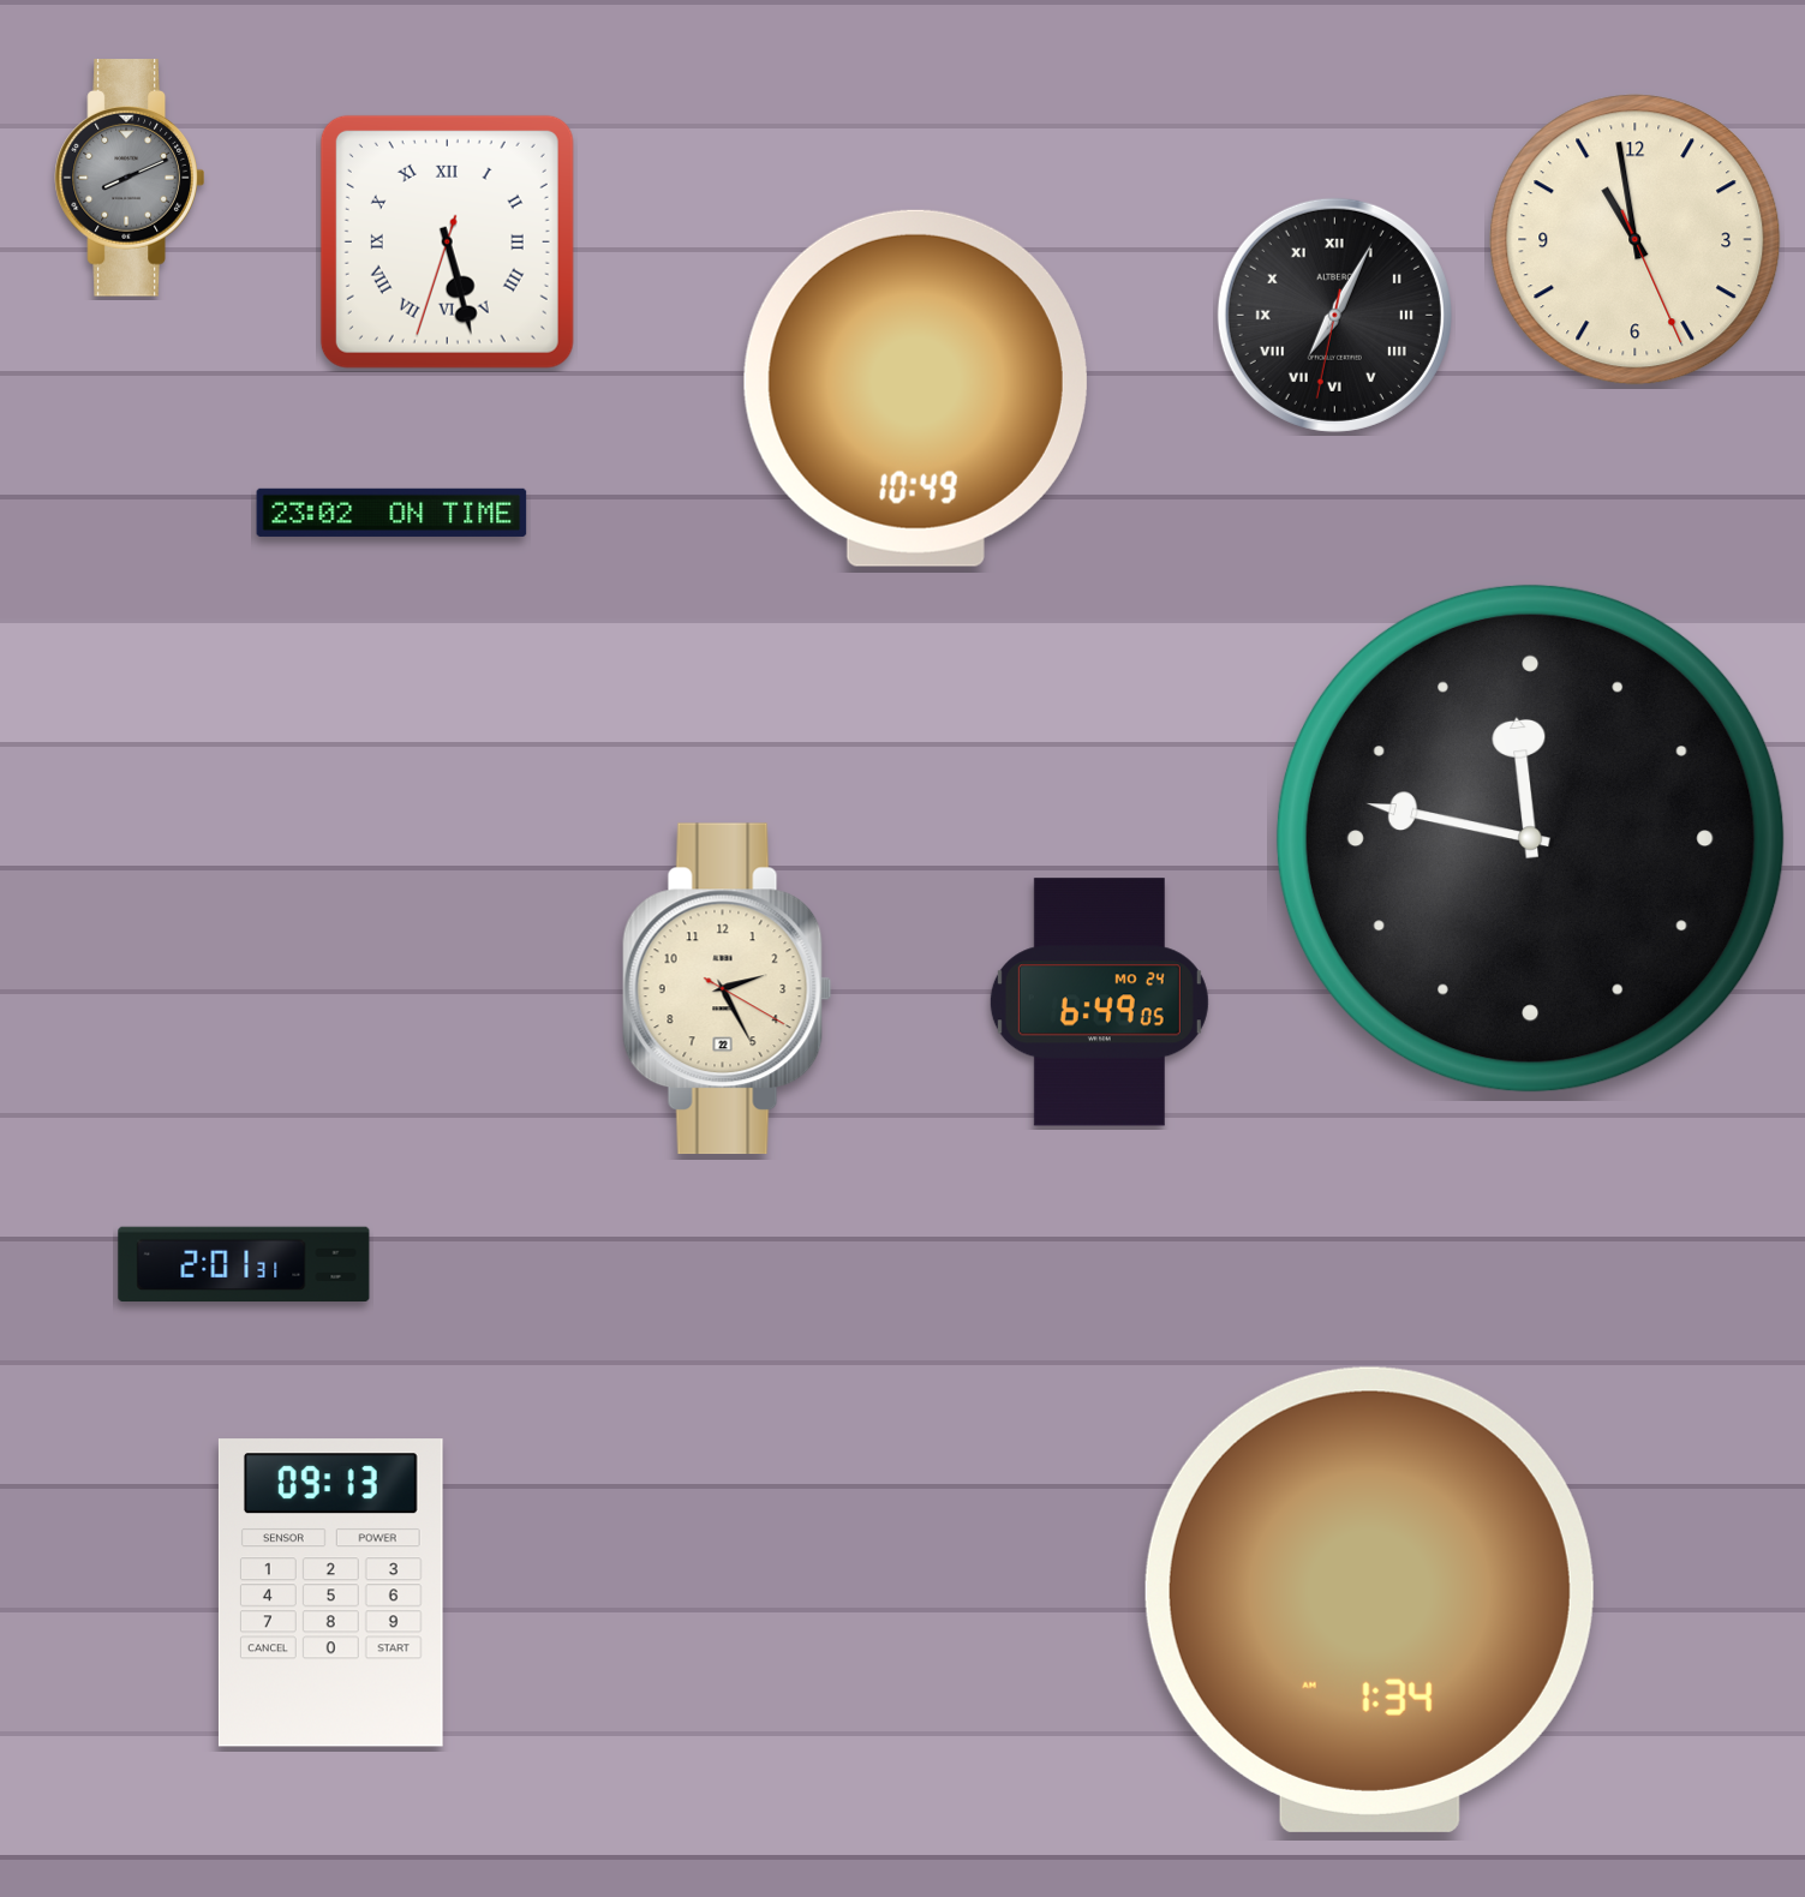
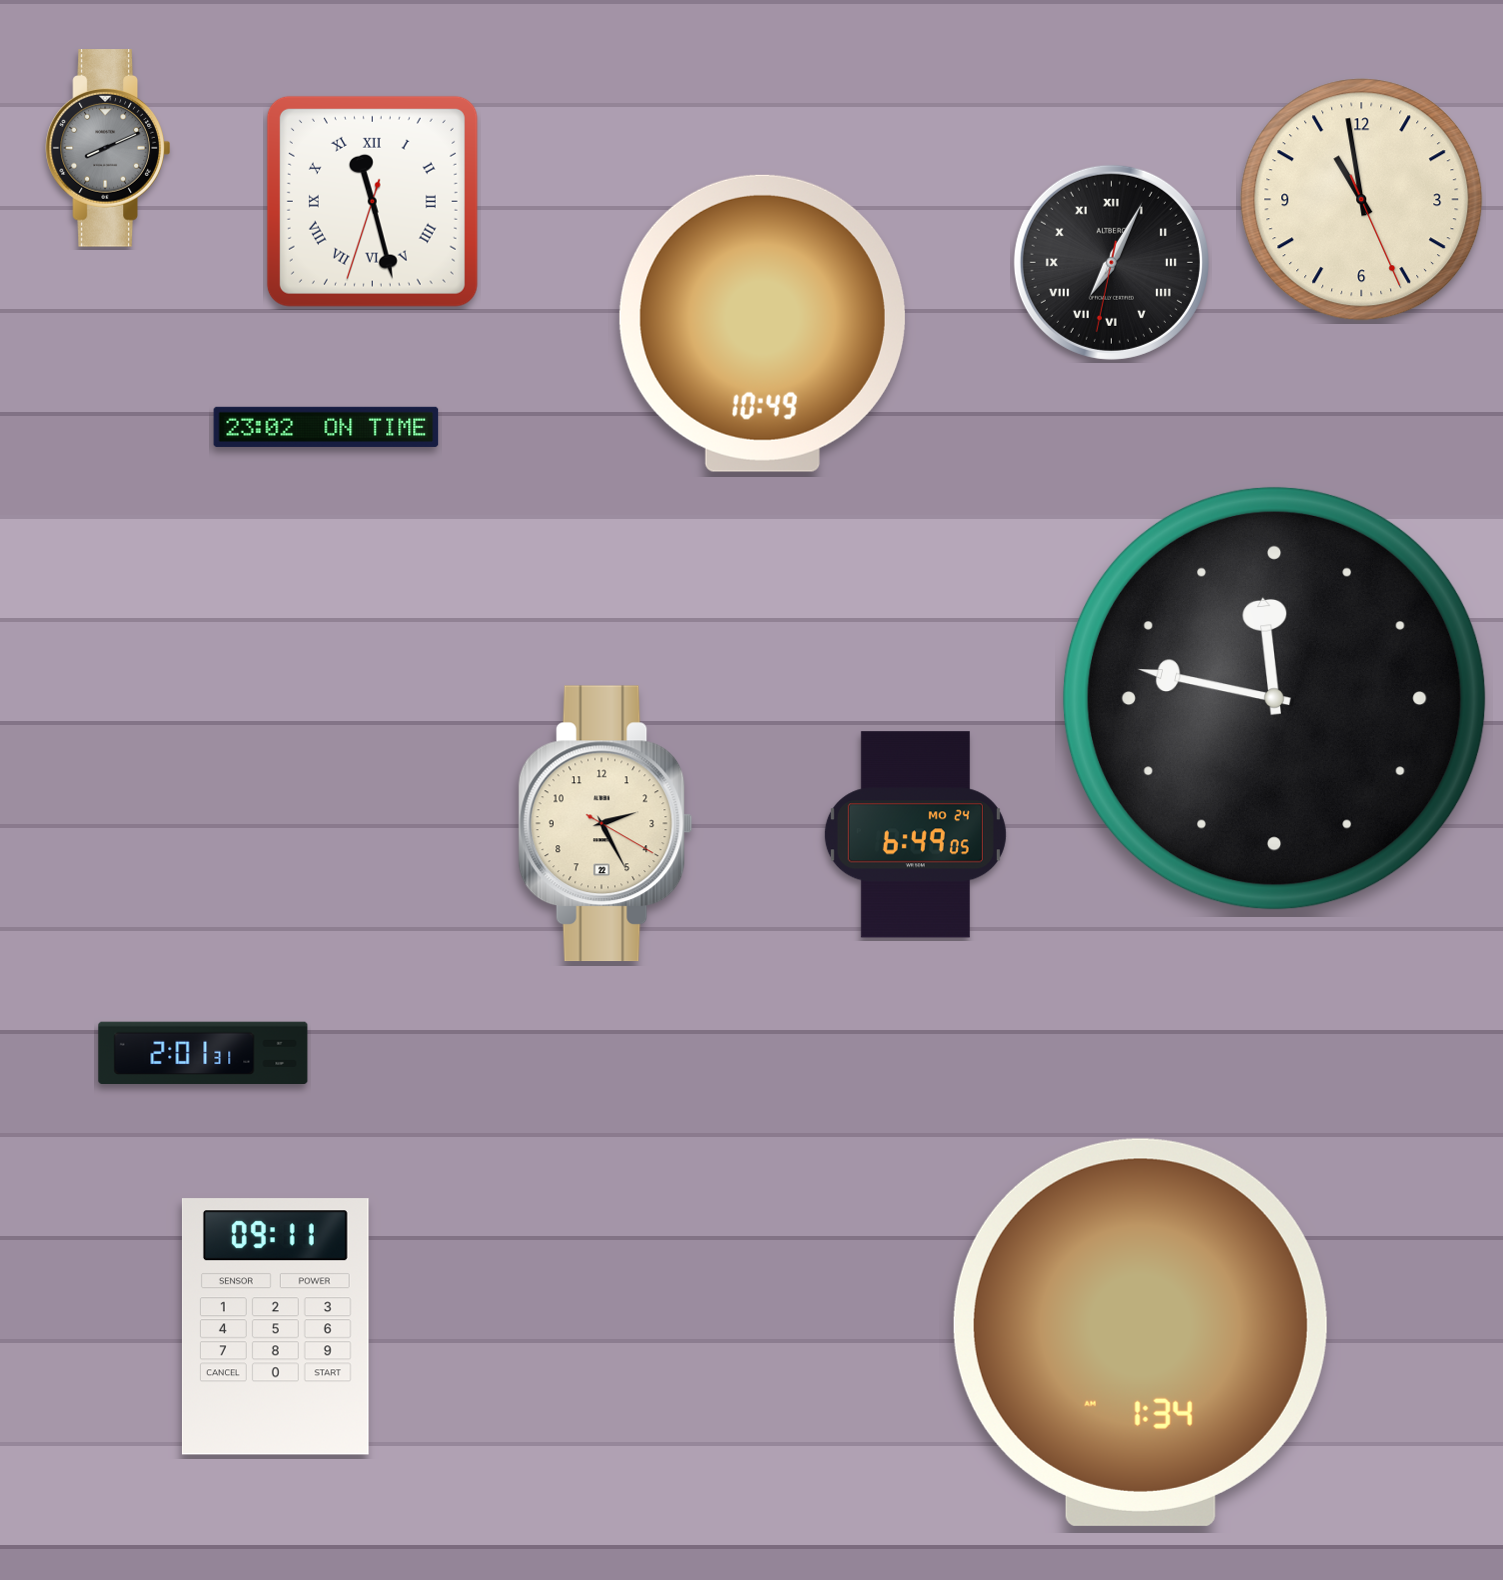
clock at (447, 241): 5:27 -> 11:27
clock at (330, 1593): 09:13 -> 09:11
